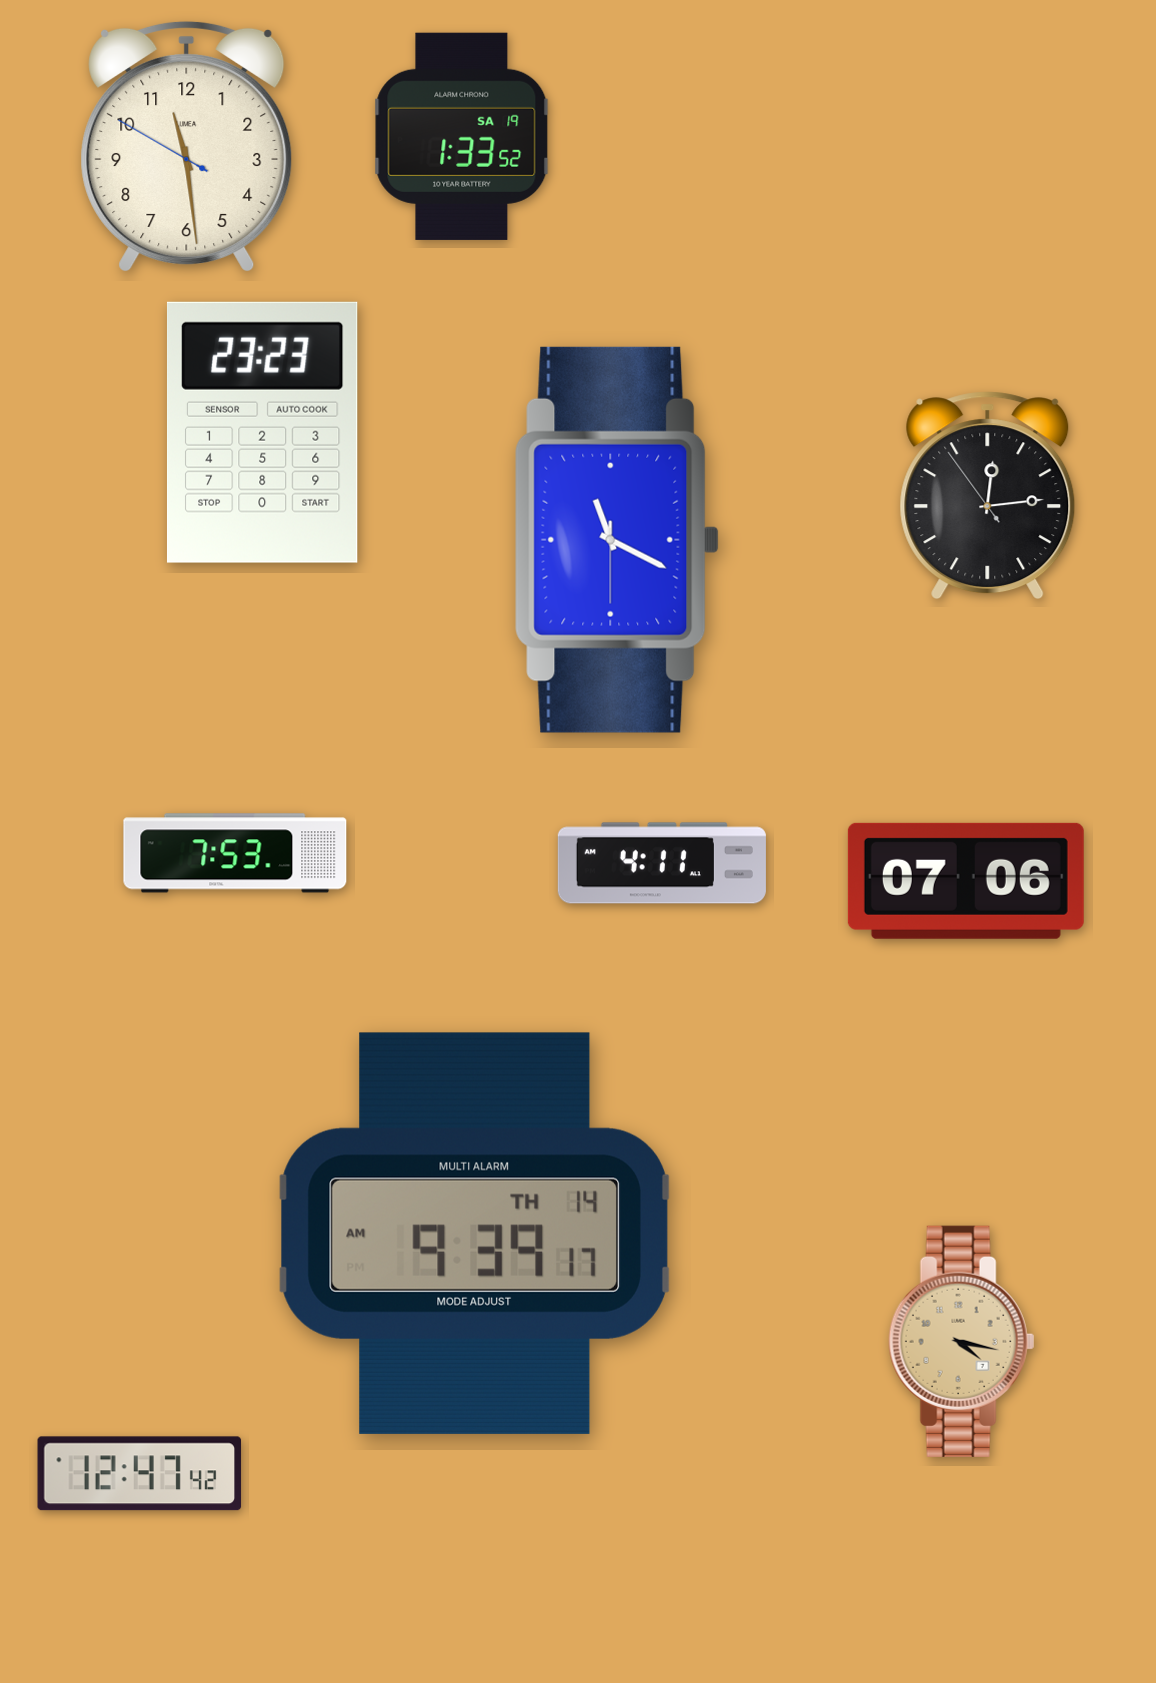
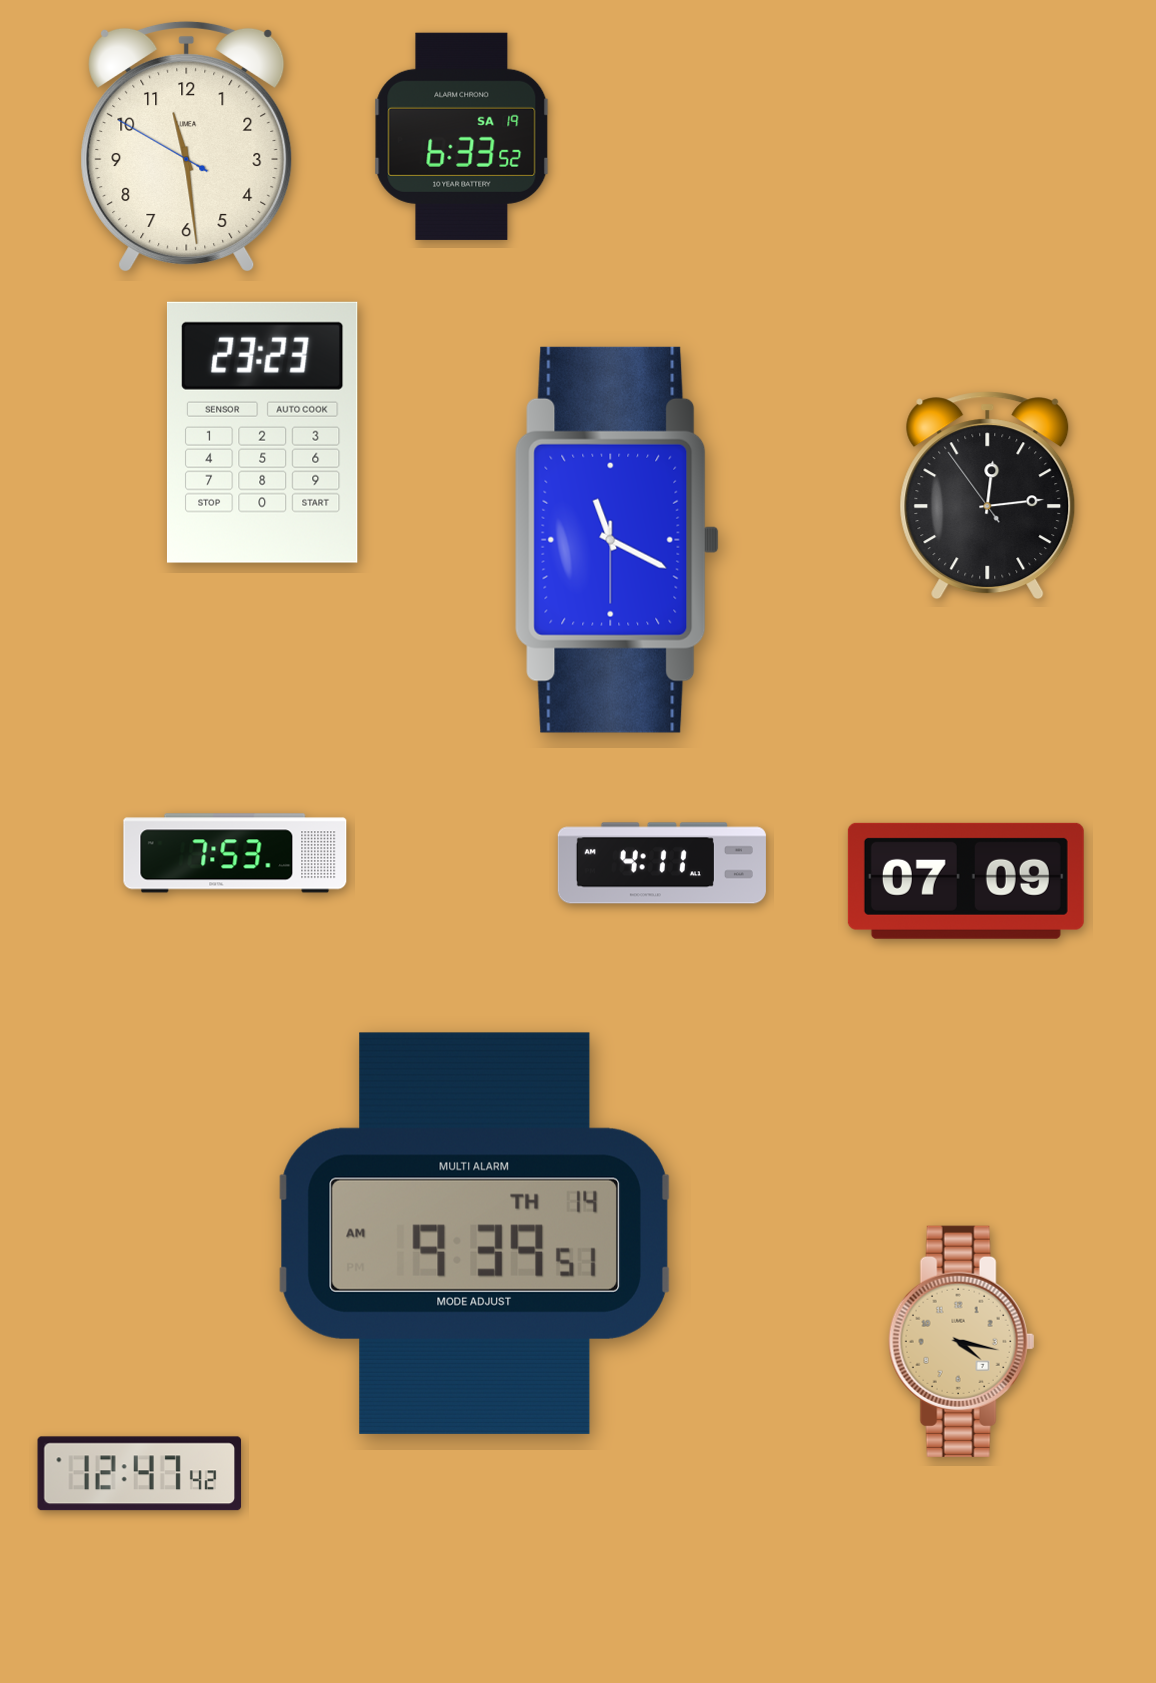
clock at (462, 136): 1:33 -> 6:33
clock at (966, 881): 07:06 -> 07:09
clock at (474, 1233): 9:39:17 AM -> 9:39:51 AM
